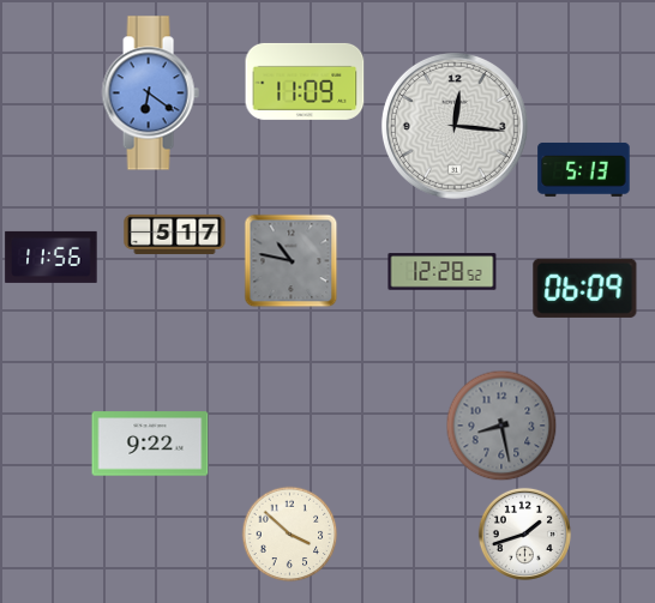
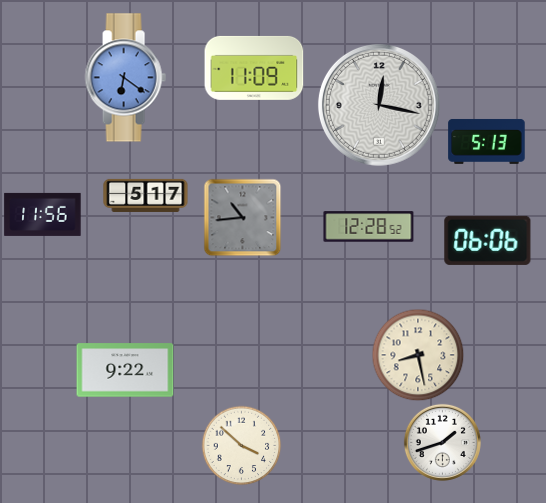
clock at (455, 126): 12:16 -> 12:17
clock at (290, 260): 10:47 -> 10:44
clock at (585, 288): 06:09 -> 06:06
clock at (501, 426) dial: grey -> cream
clock at (524, 533) position: (524, 533) -> (442, 442)
